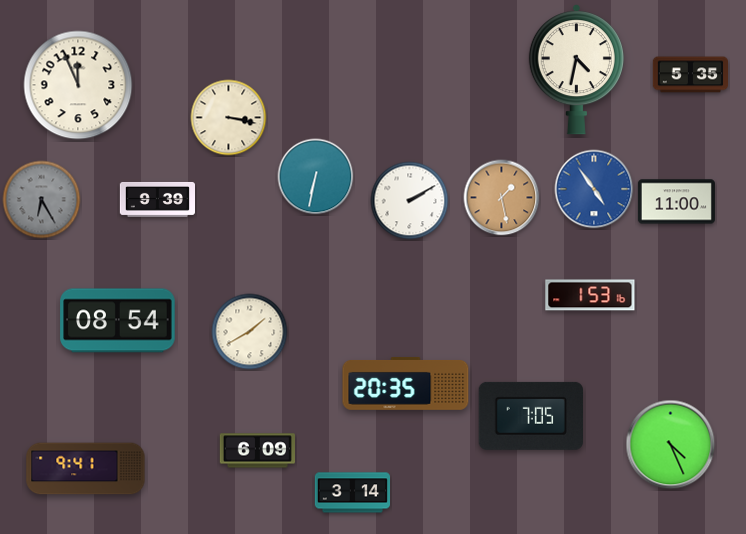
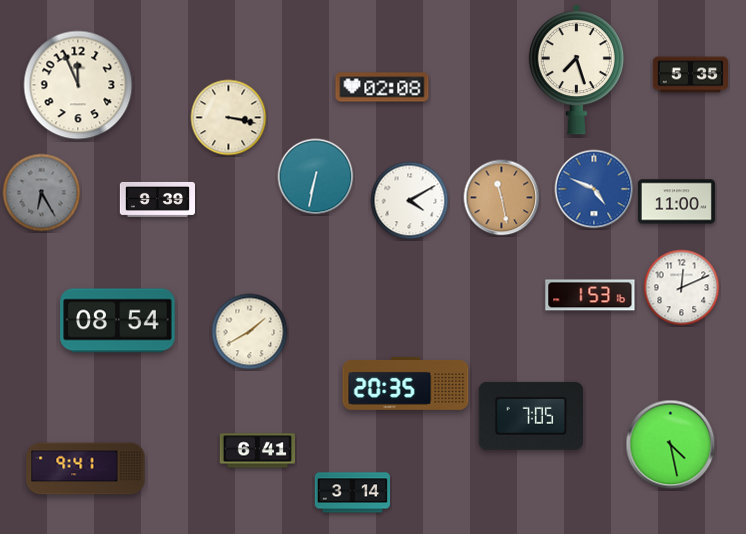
clock at (576, 70): 4:32 -> 7:27
clock at (382, 87): none -> 02:08
clock at (594, 189): 4:54 -> 4:49
clock at (502, 198): 1:28 -> 11:28
clock at (42, 200) position: (42, 200) -> (42, 193)
clock at (410, 201): 2:10 -> 4:10
clock at (682, 288): none -> 12:11
clock at (671, 445): 4:26 -> 4:28
clock at (257, 451): 6:09 -> 6:41
